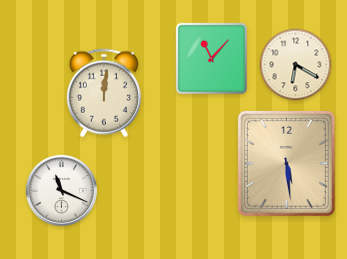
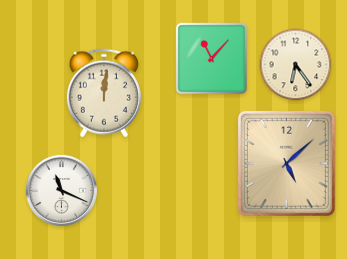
clock at (296, 65): 6:20 -> 6:24
clock at (286, 163): 5:29 -> 5:08
